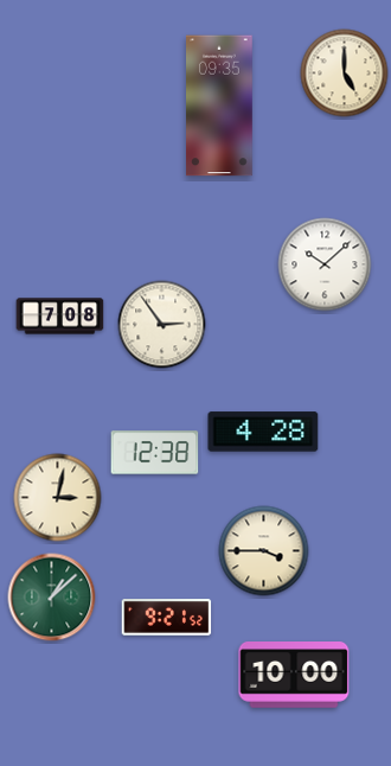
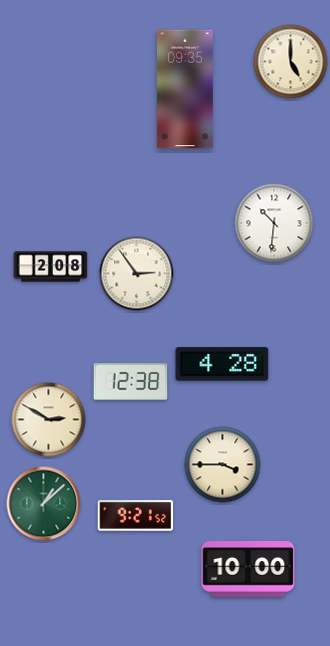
clock at (325, 264): 10:08 -> 10:31
clock at (60, 317): 7:08 -> 2:08
clock at (58, 498): 3:02 -> 2:50
clock at (167, 618) position: (167, 618) -> (136, 516)
